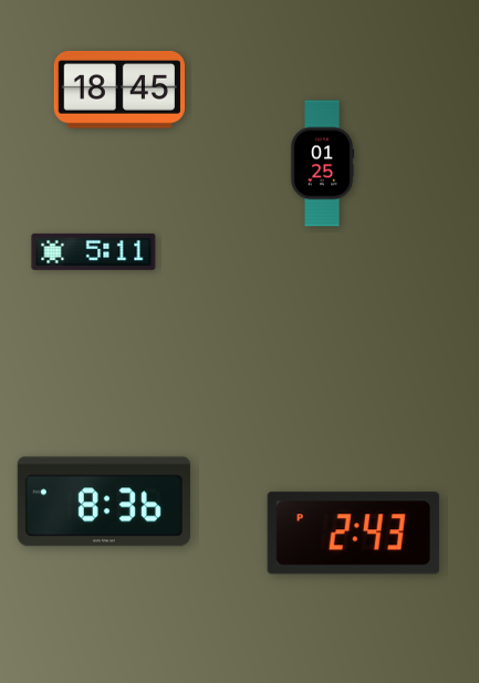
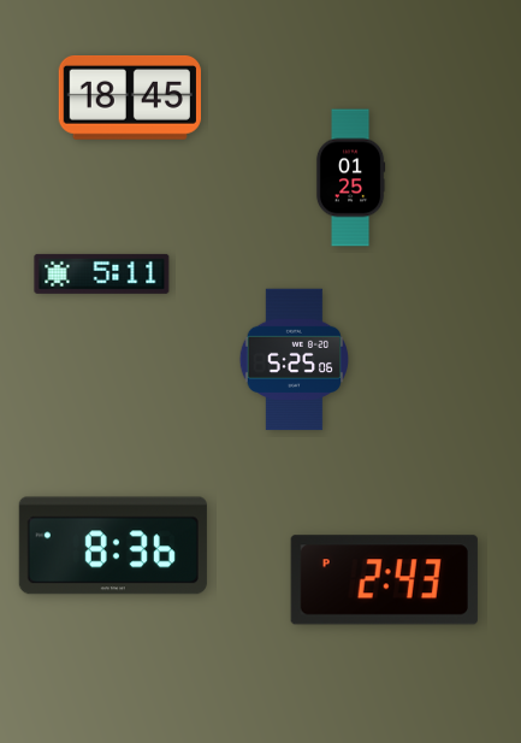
clock at (295, 360): none -> 5:25
